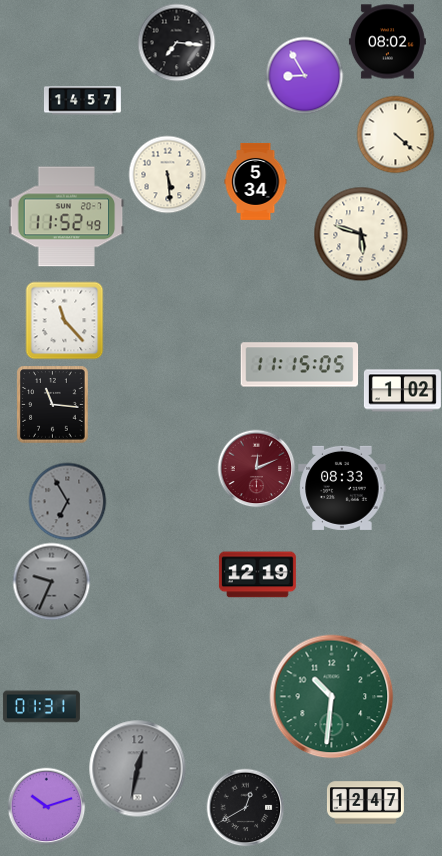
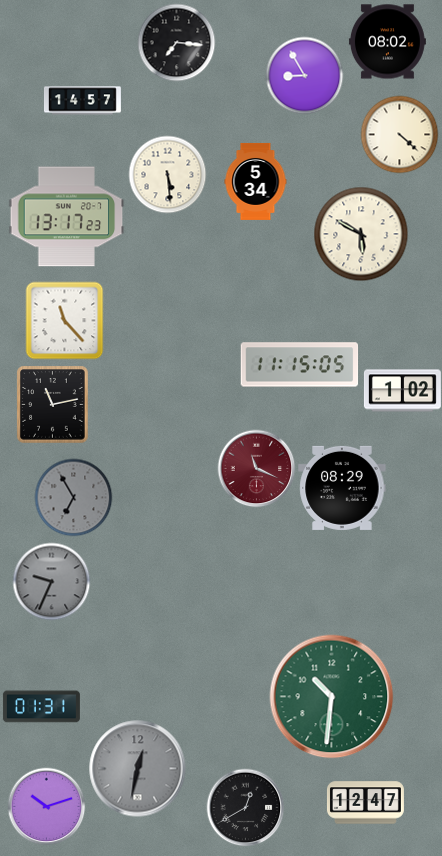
clock at (395, 134) position: (395, 134) -> (399, 134)
clock at (67, 217): 11:52 -> 13:17
clock at (361, 234): 5:48 -> 5:50
clock at (53, 404): 11:16 -> 11:13
clock at (256, 468): 12:11 -> 11:19
clock at (342, 488): 08:33 -> 08:29
clock at (67, 501) position: (67, 501) -> (73, 497)
clock at (257, 575): 12:19 -> none
